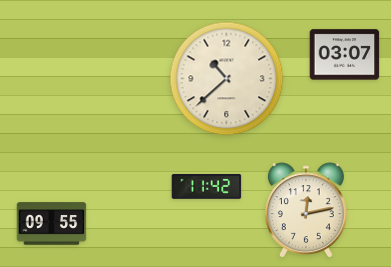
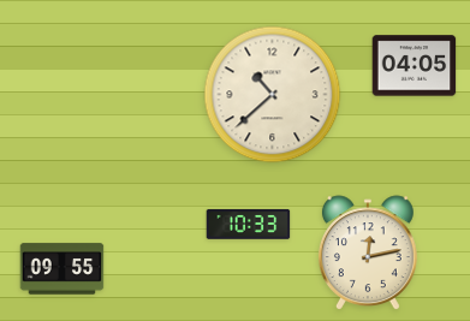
clock at (345, 55): 03:07 -> 04:05
clock at (207, 186): 11:42 -> 10:33
